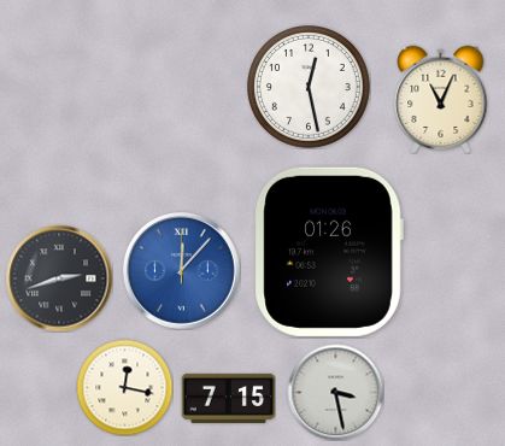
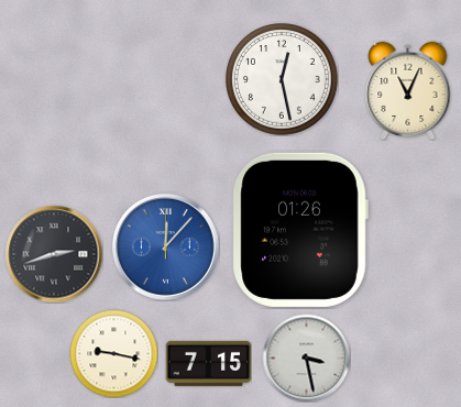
clock at (441, 99) position: (441, 99) -> (408, 90)
clock at (124, 387): 12:17 -> 9:17
